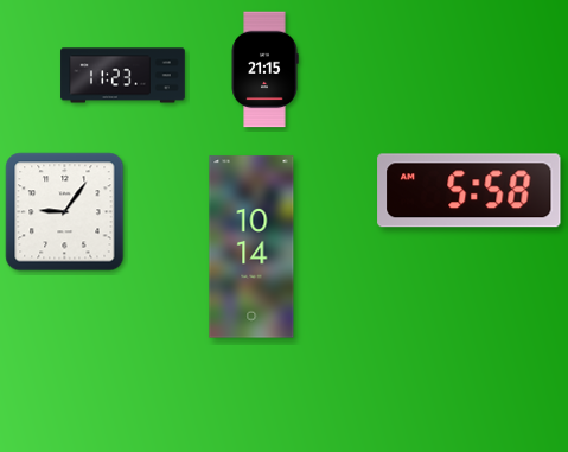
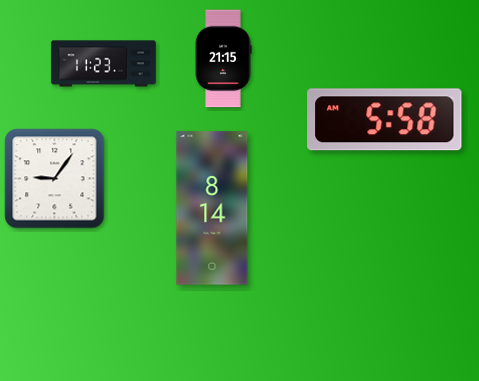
clock at (470, 191) position: (470, 191) -> (385, 120)
clock at (251, 247): 10:14 -> 8:14
